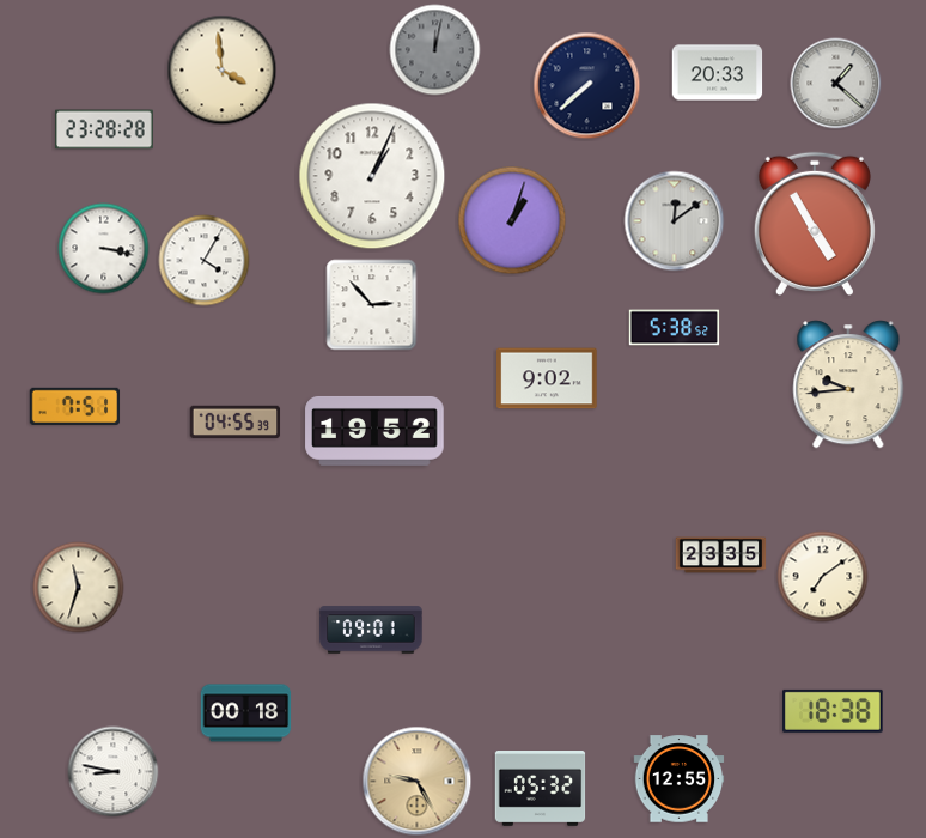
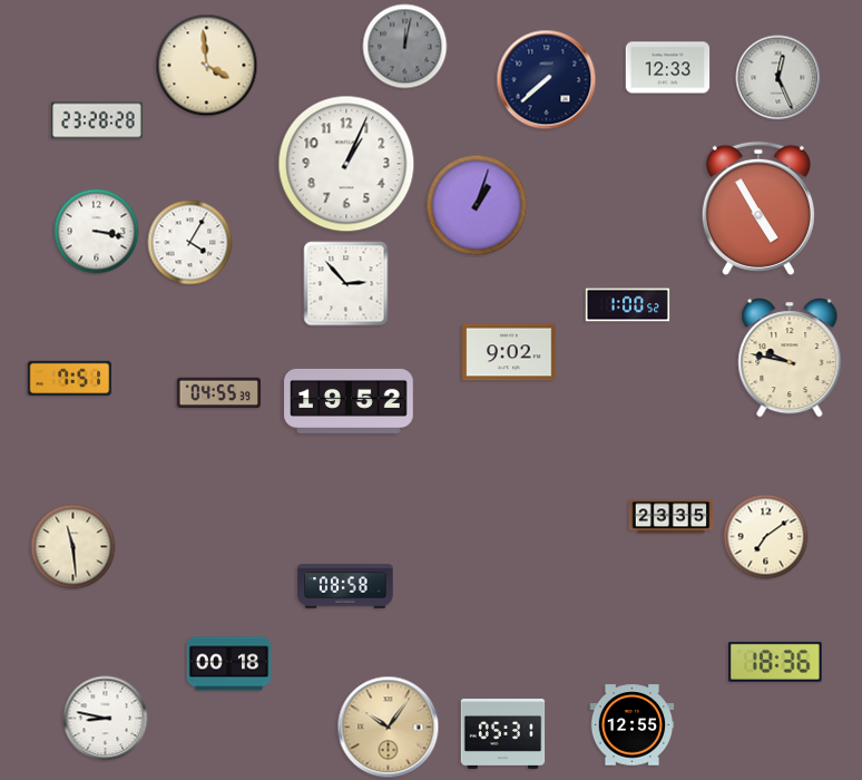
clock at (718, 73): 20:33 -> 12:33
clock at (836, 84): 1:22 -> 12:26
clock at (675, 221): 12:09 -> none
clock at (675, 328): 5:38 -> 1:00
clock at (848, 384): 9:44 -> 9:47
clock at (79, 588): 11:33 -> 11:29
clock at (371, 630): 09:01 -> 08:58
clock at (834, 711): 18:38 -> 18:36
clock at (418, 782): 9:25 -> 10:06
clock at (541, 789): 05:32 -> 05:31
